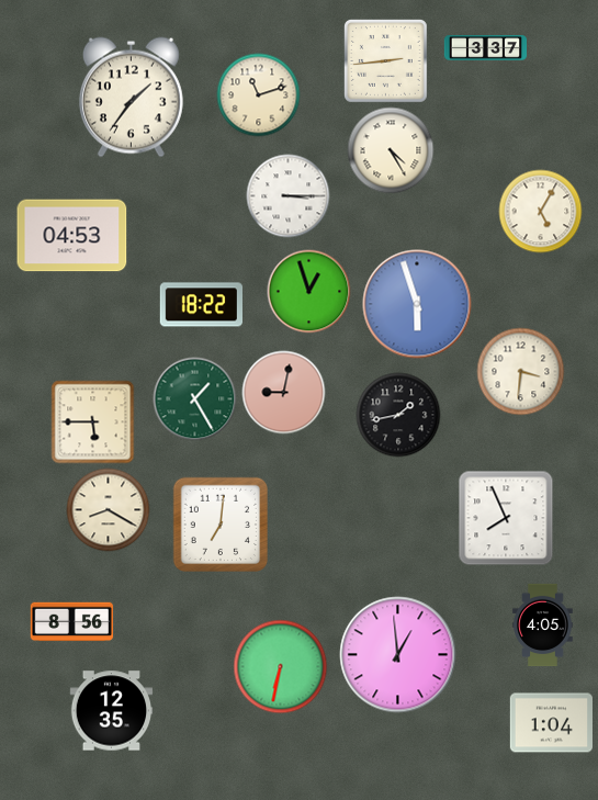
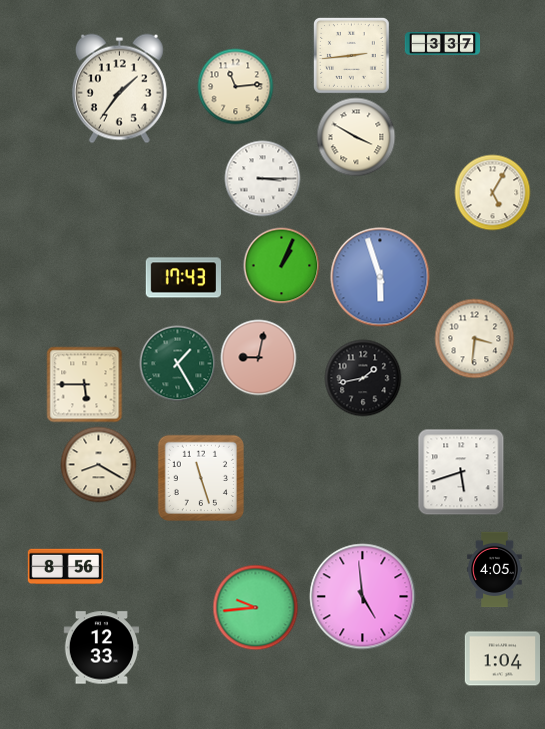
clock at (259, 95): 11:12 -> 11:14
clock at (391, 150): 4:25 -> 3:50
clock at (72, 236): 04:53 -> none
clock at (309, 292): 12:57 -> 1:04
clock at (201, 305): 18:22 -> 17:43
clock at (506, 518): 7:56 -> 5:42
clock at (219, 523): 7:01 -> 11:27
clock at (398, 655): 12:59 -> 4:59
clock at (281, 667): 6:32 -> 9:44
clock at (112, 711): 12:35 -> 12:33
